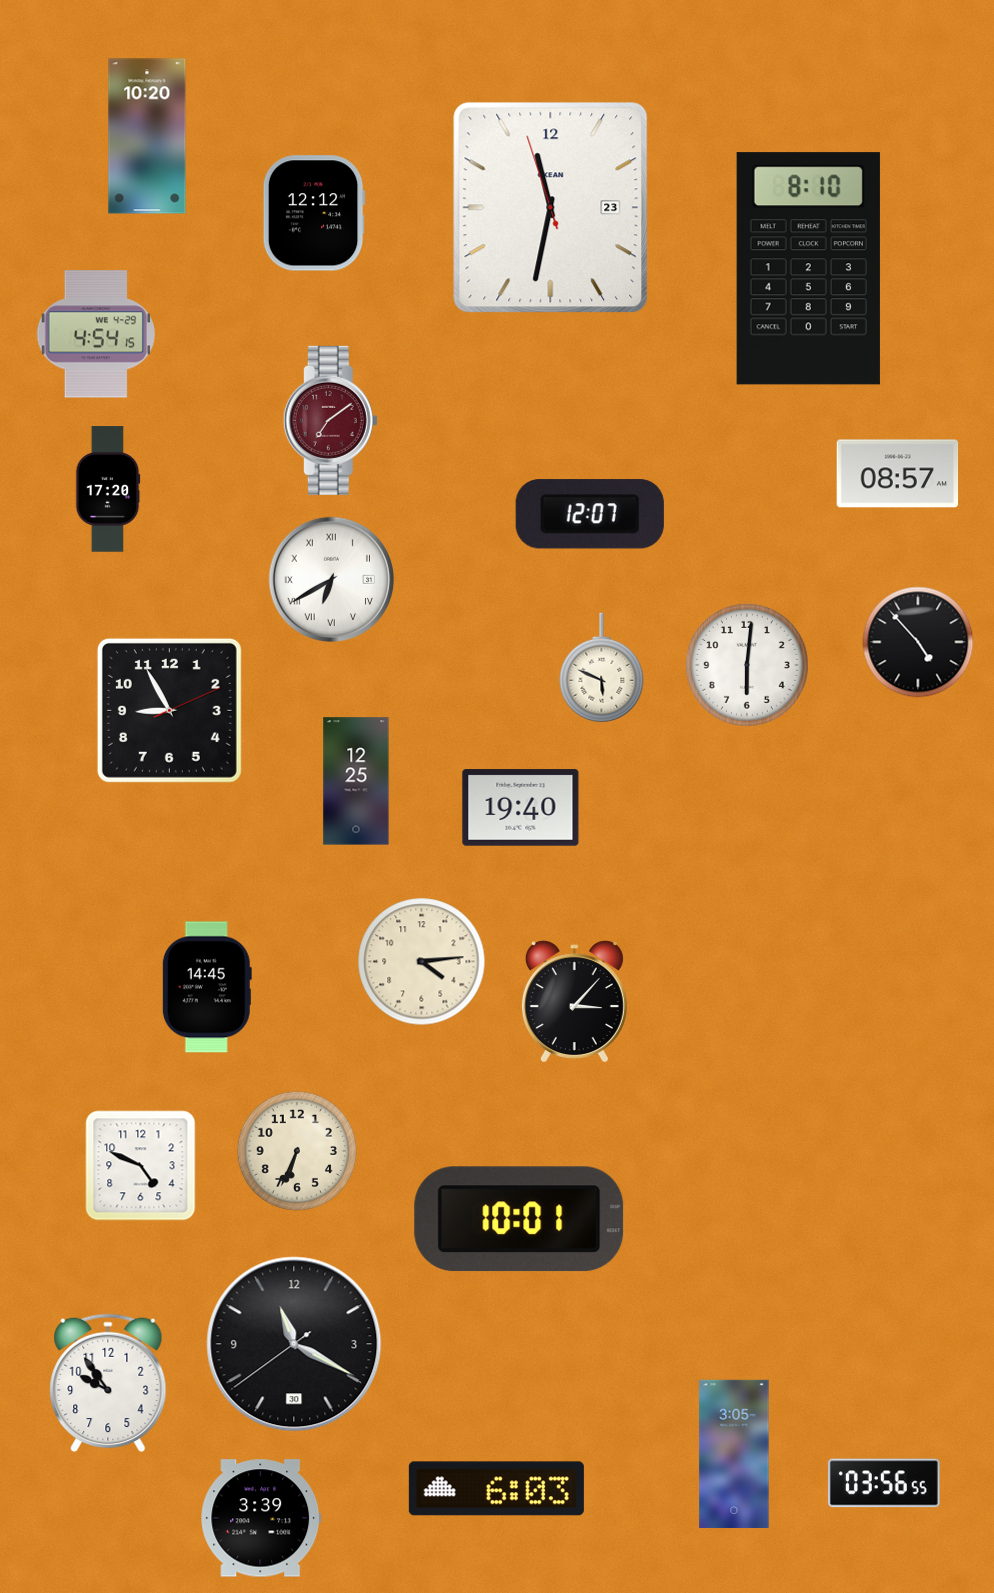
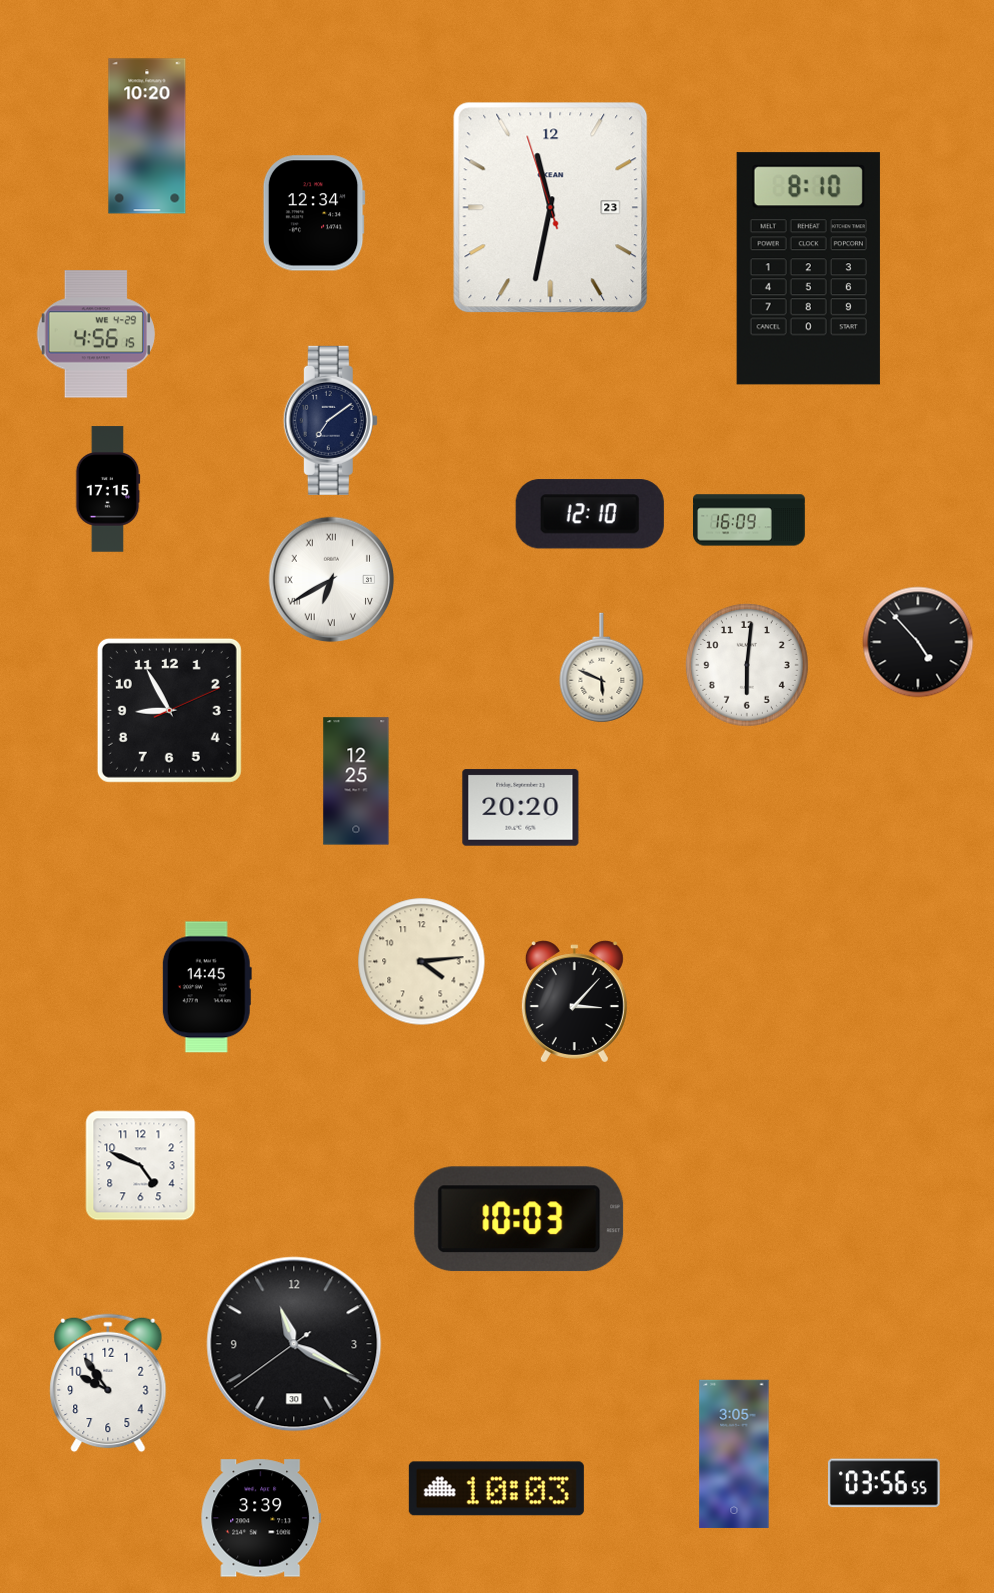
clock at (314, 213): 12:12 -> 12:34
clock at (96, 334): 4:54 -> 4:56
clock at (330, 420) dial: burgundy -> navy
clock at (898, 474): 08:57 -> none
clock at (108, 489): 17:20 -> 17:15
clock at (590, 514): 12:07 -> 12:10
clock at (750, 520): none -> 16:09
clock at (521, 808): 19:40 -> 20:20
clock at (297, 1151): 6:34 -> none
clock at (519, 1219): 10:01 -> 10:03
clock at (496, 1489): 6:03 -> 10:03
